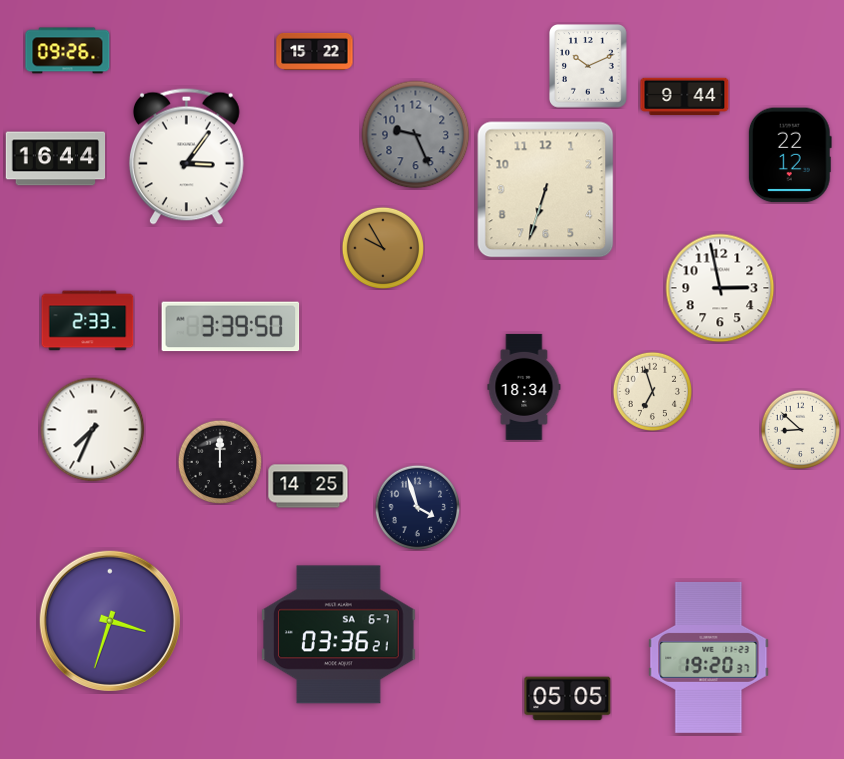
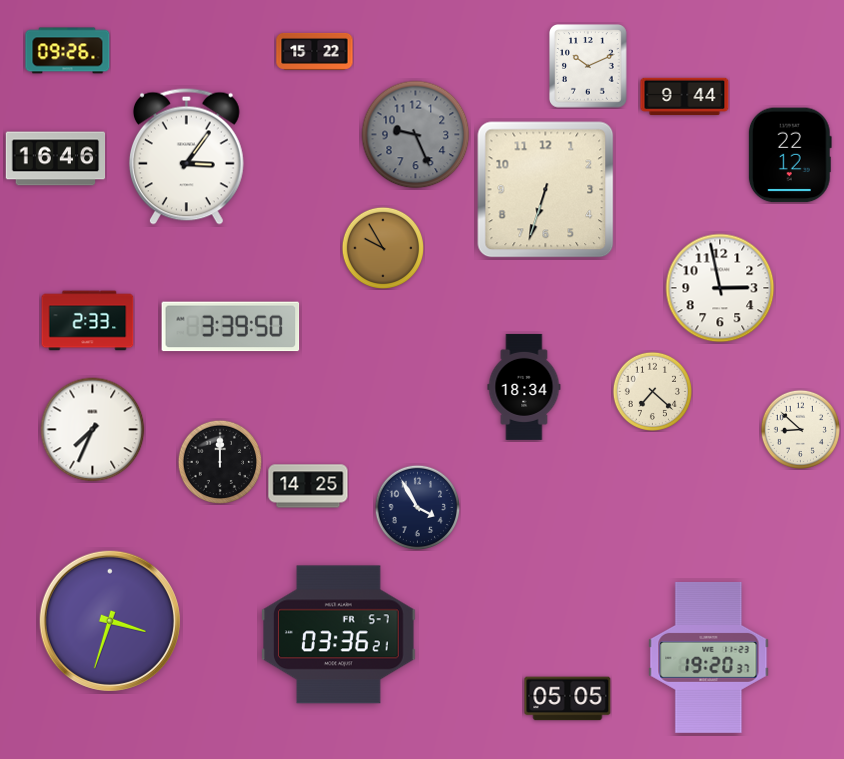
clock at (56, 159): 16:44 -> 16:46
clock at (652, 391): 6:57 -> 7:22
clock at (417, 507): 3:57 -> 3:55
clock at (339, 635) date: SA 6-7 -> FR 5-7
